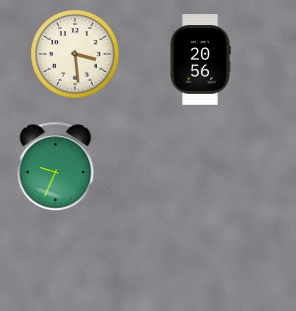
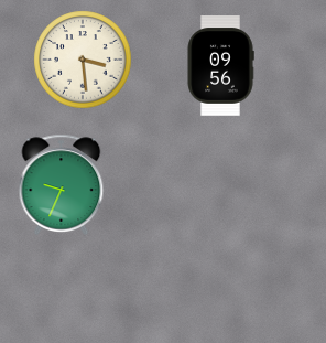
clock at (200, 60): 20:56 -> 09:56
